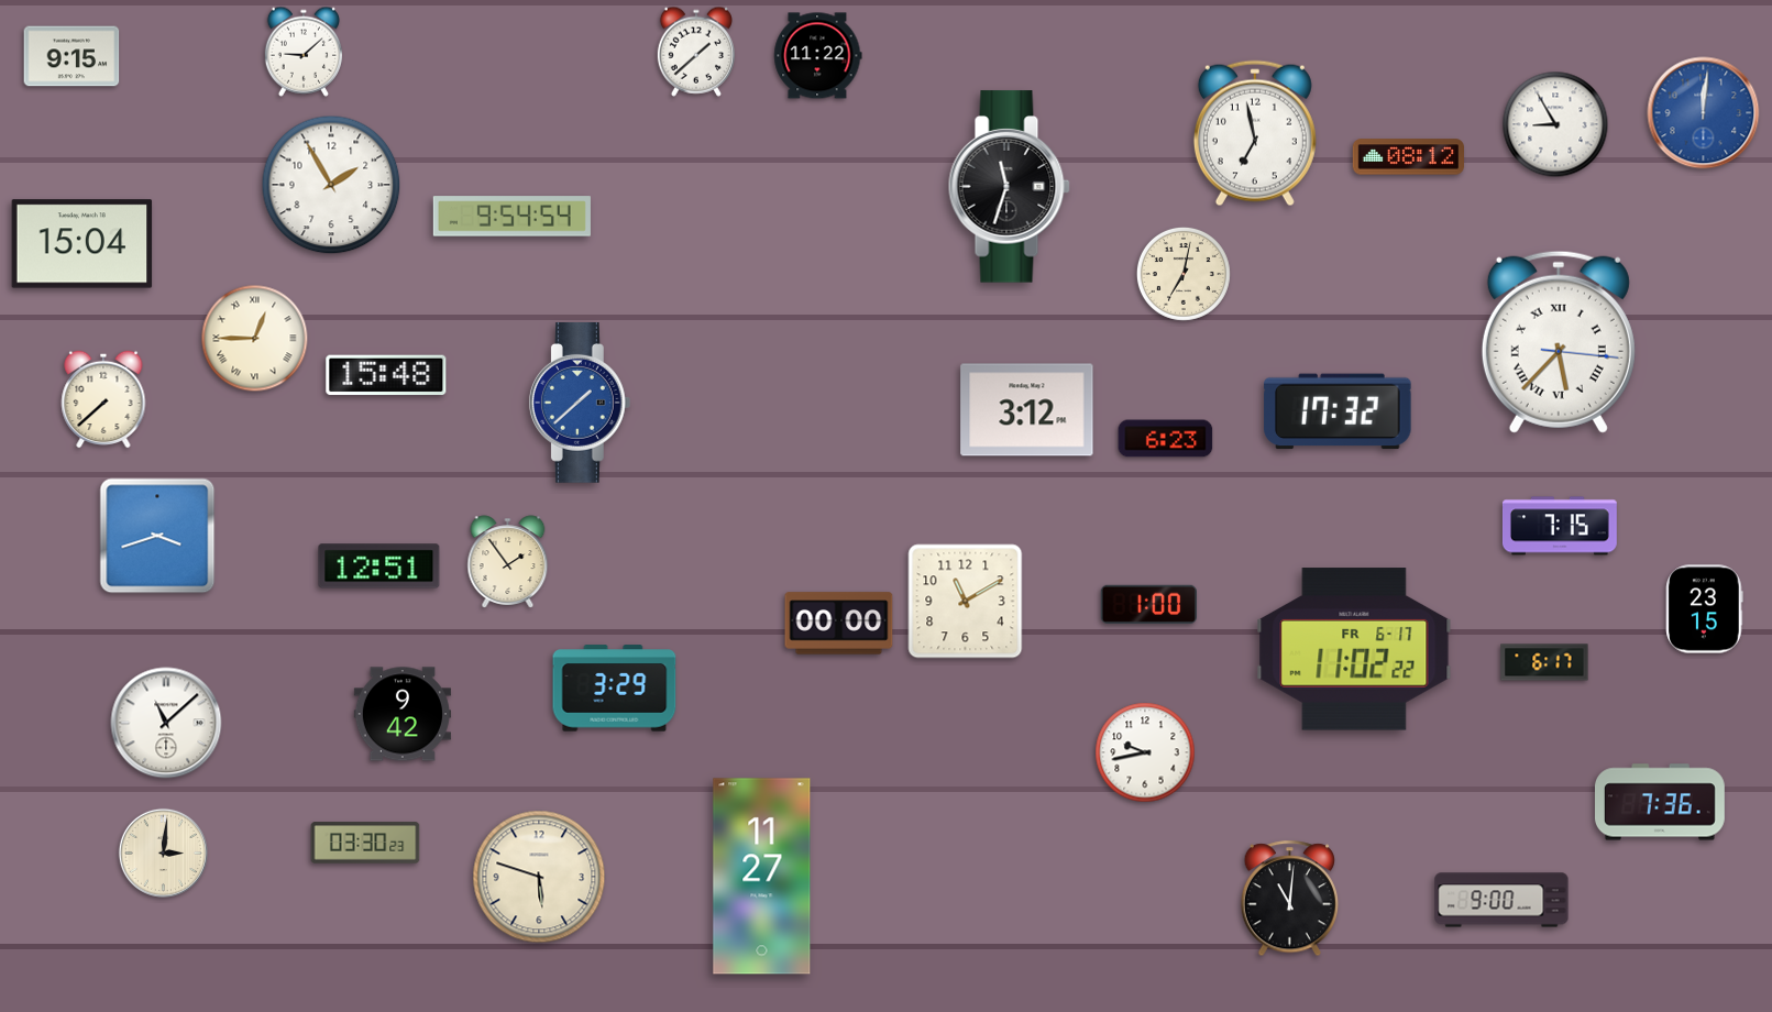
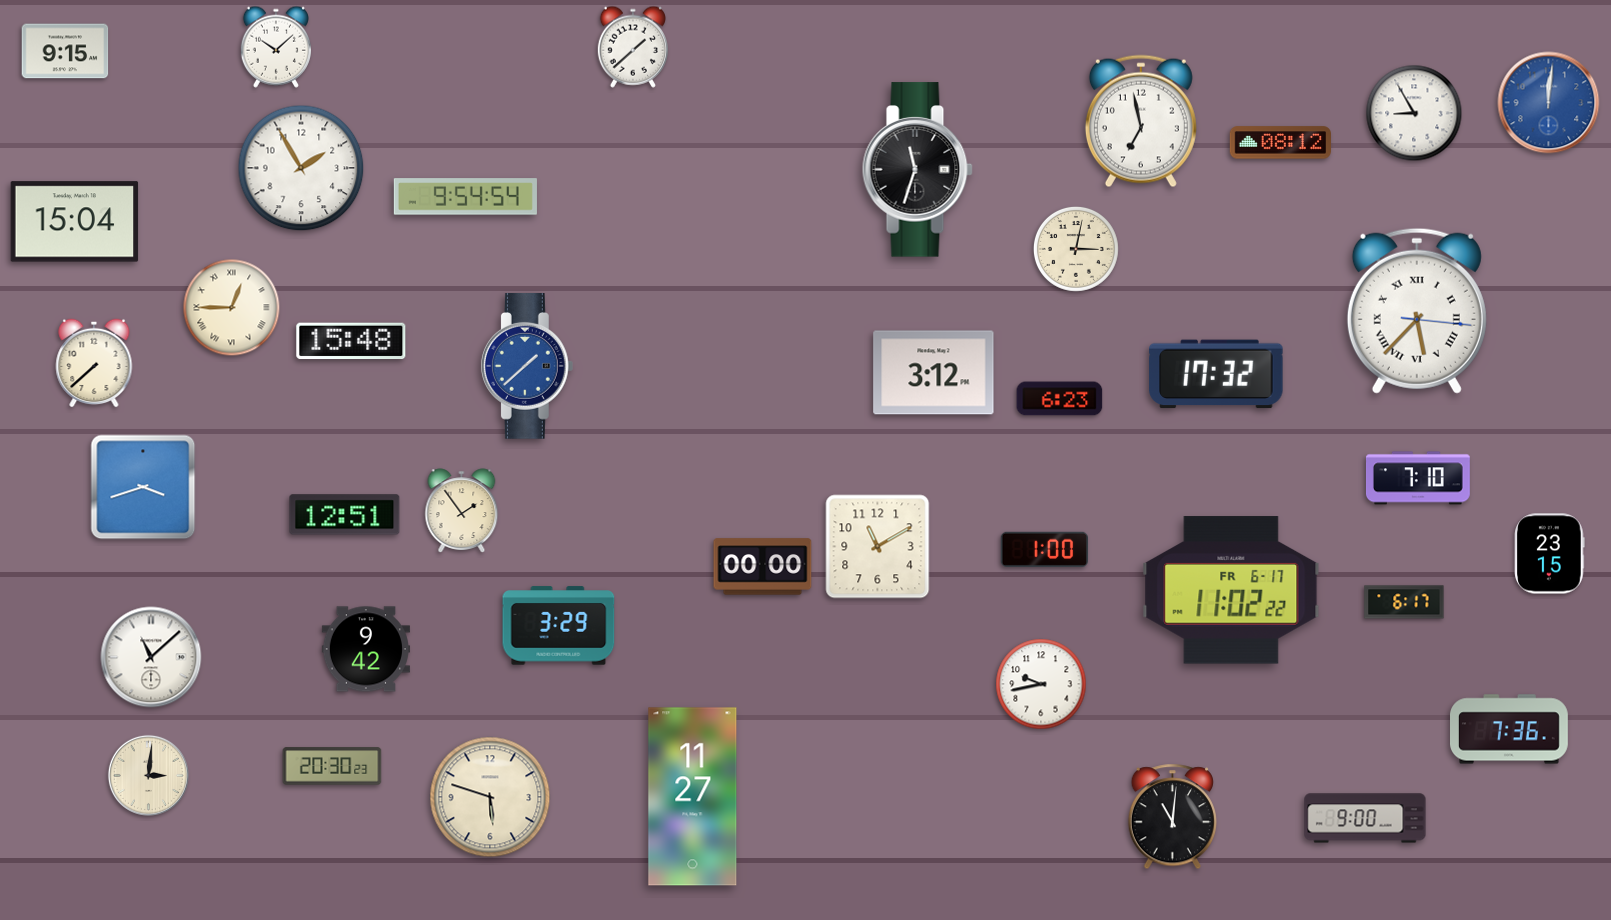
clock at (302, 52): 9:08 -> 10:08
clock at (818, 56): 11:22 -> none
clock at (1184, 274): 7:02 -> 3:02
clock at (1560, 526): 7:15 -> 7:10
clock at (365, 843): 03:30 -> 20:30
